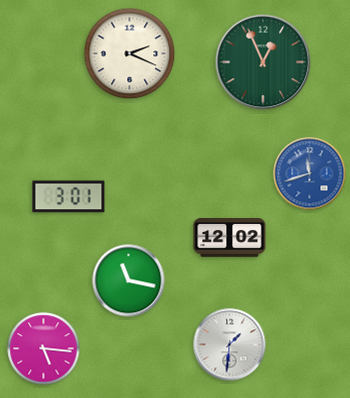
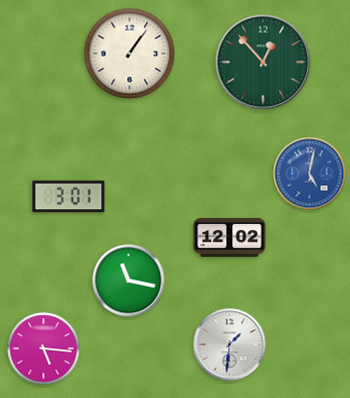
clock at (130, 54): 2:19 -> 1:06
clock at (263, 62): 12:56 -> 12:53
clock at (310, 174): 11:42 -> 5:02
